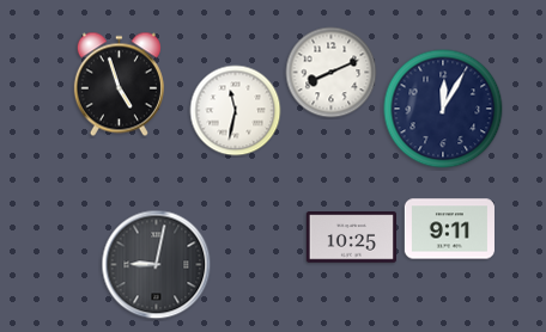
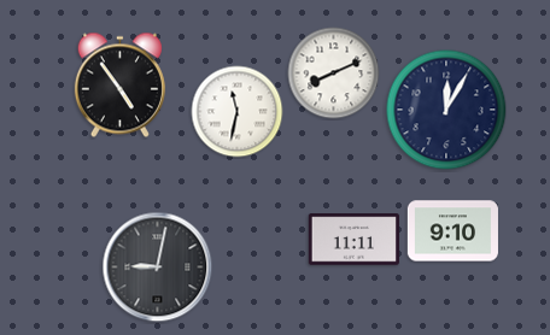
clock at (119, 85): 4:57 -> 4:54
clock at (449, 229): 9:11 -> 9:10
clock at (351, 238): 10:25 -> 11:11
